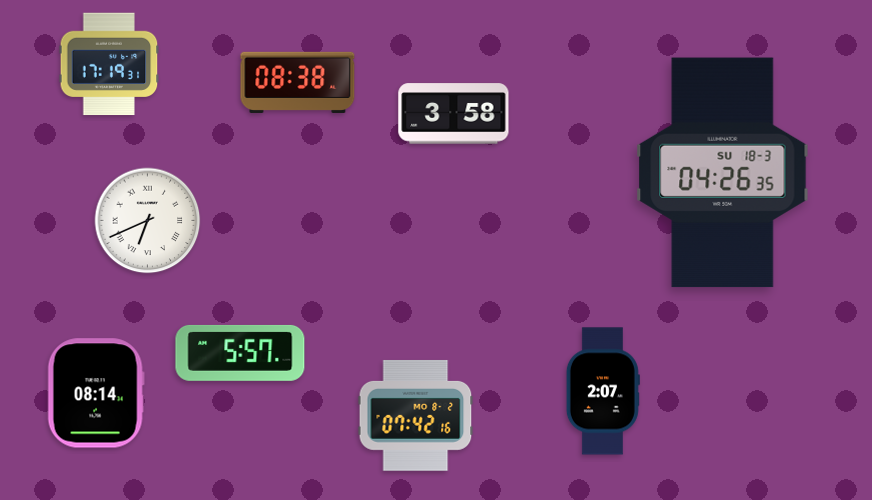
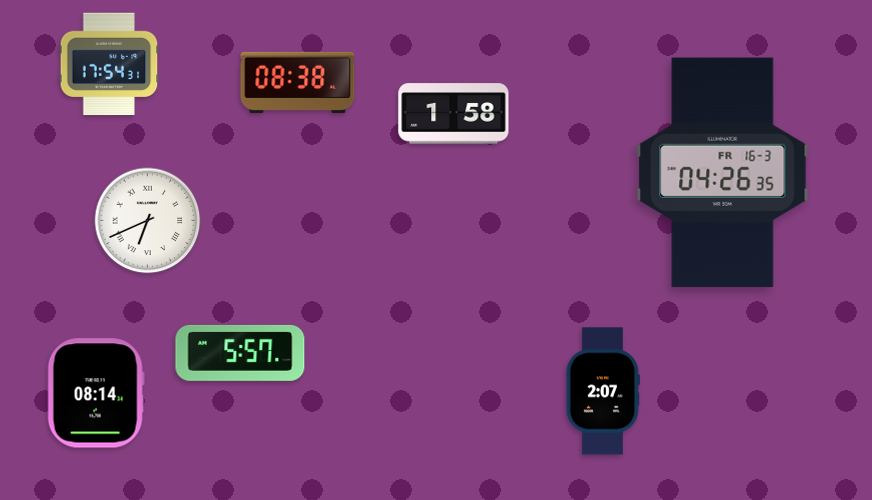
clock at (109, 64): 17:19 -> 17:54
clock at (454, 114): 3:58 -> 1:58
clock at (723, 173) date: SU 18-3 -> FR 16-3
clock at (416, 415): 07:42 -> none
